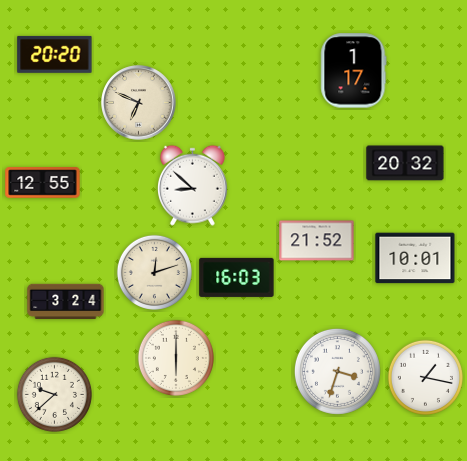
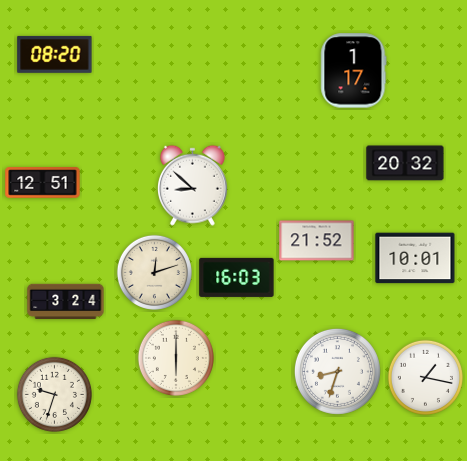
clock at (55, 54): 20:20 -> 08:20
clock at (139, 103): 6:49 -> none
clock at (43, 183): 12:55 -> 12:51
clock at (337, 371): 3:33 -> 8:33
clock at (54, 394): 9:38 -> 9:33
